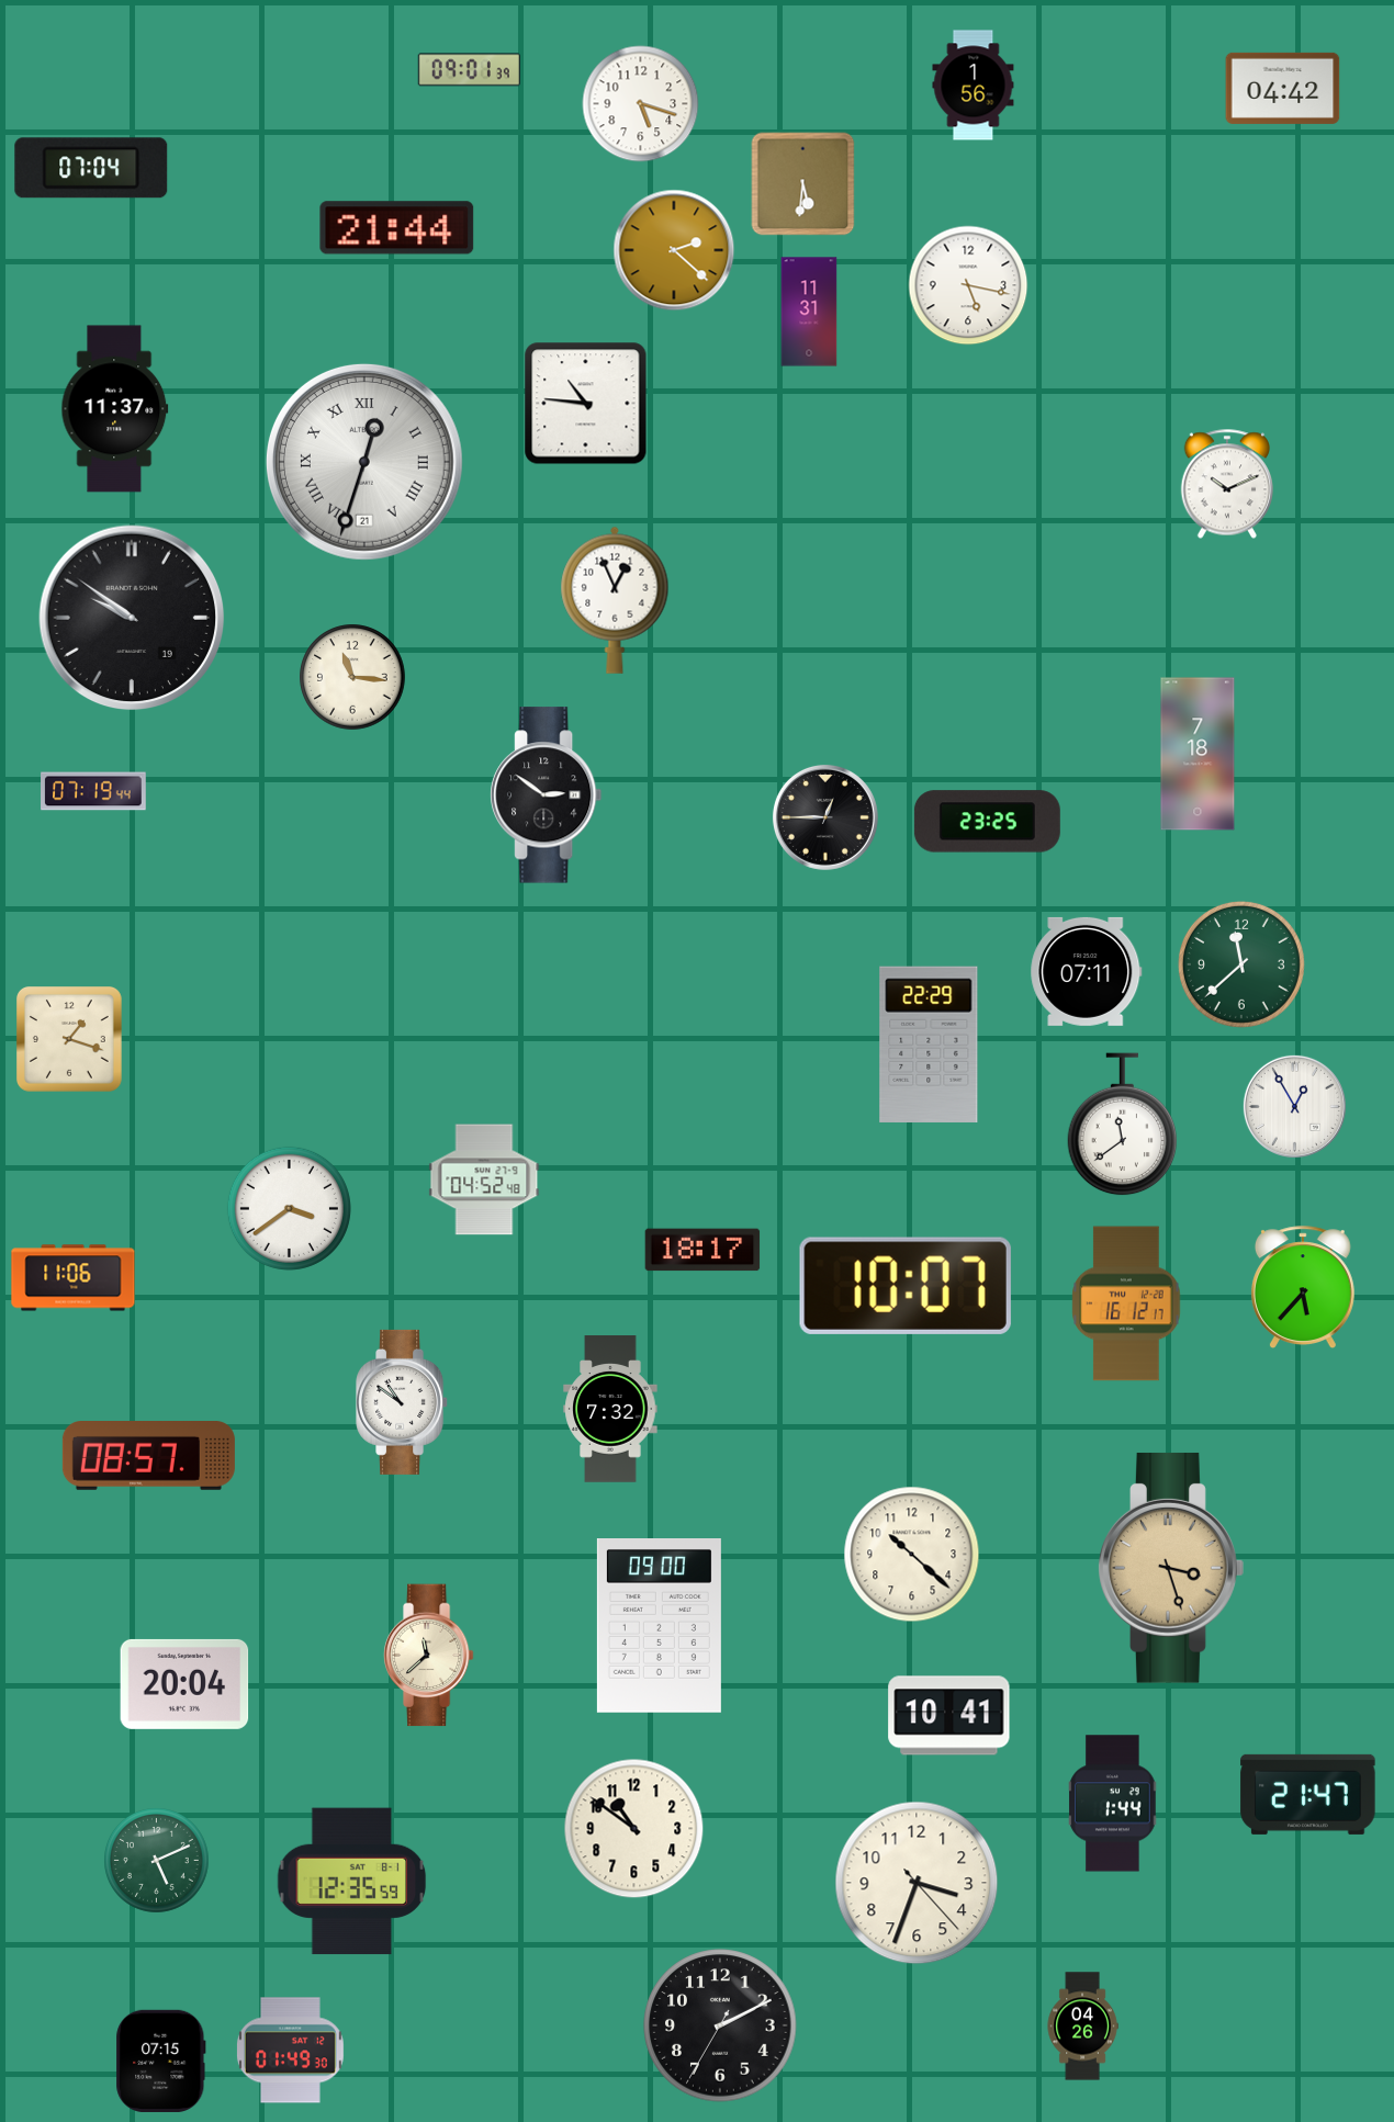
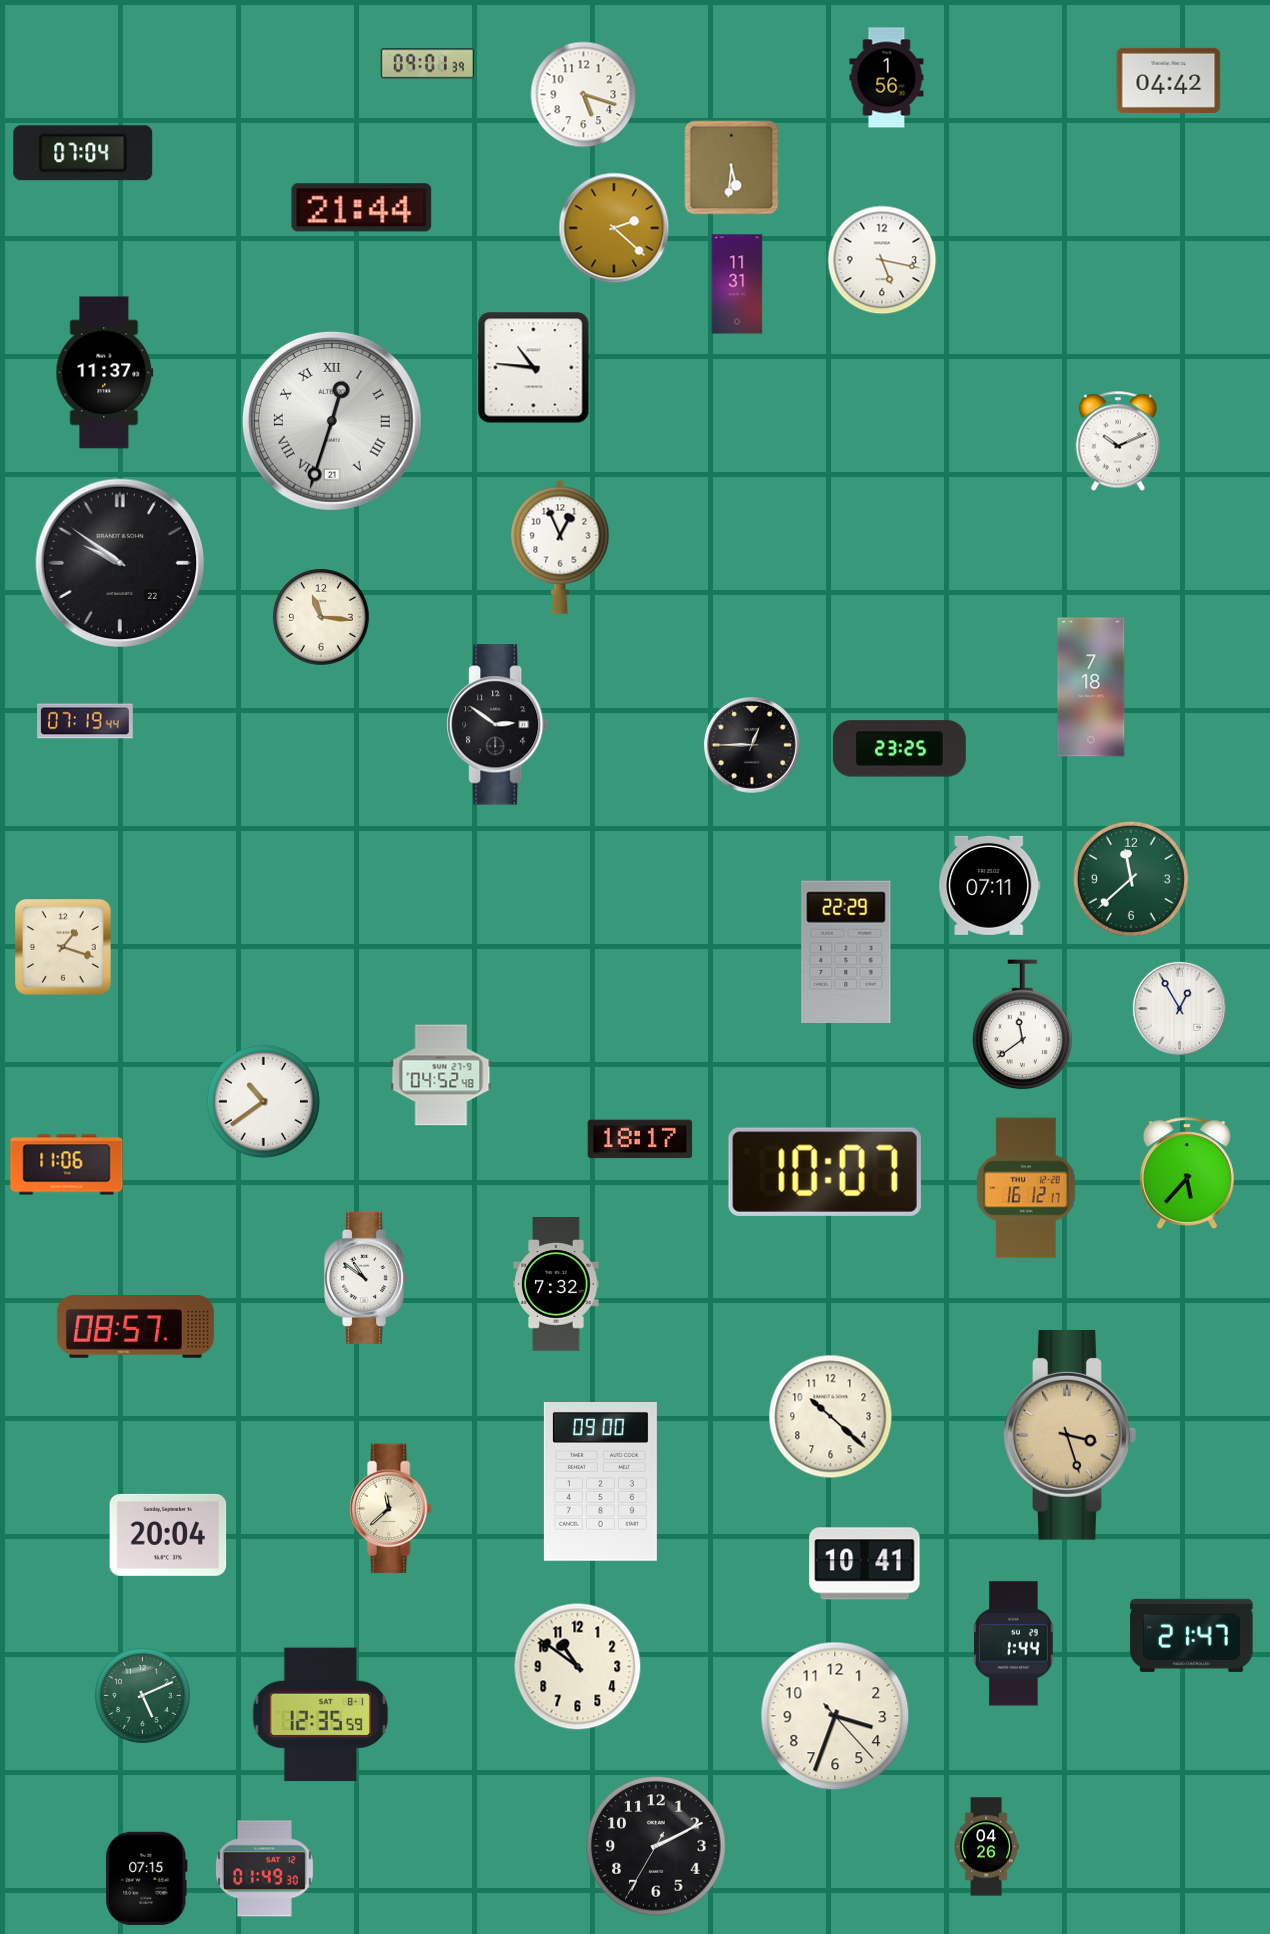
clock at (132, 618) date: 19 -> 22
clock at (289, 1208): 3:39 -> 10:39
clock at (1171, 1568) position: (1171, 1568) -> (1070, 1435)
